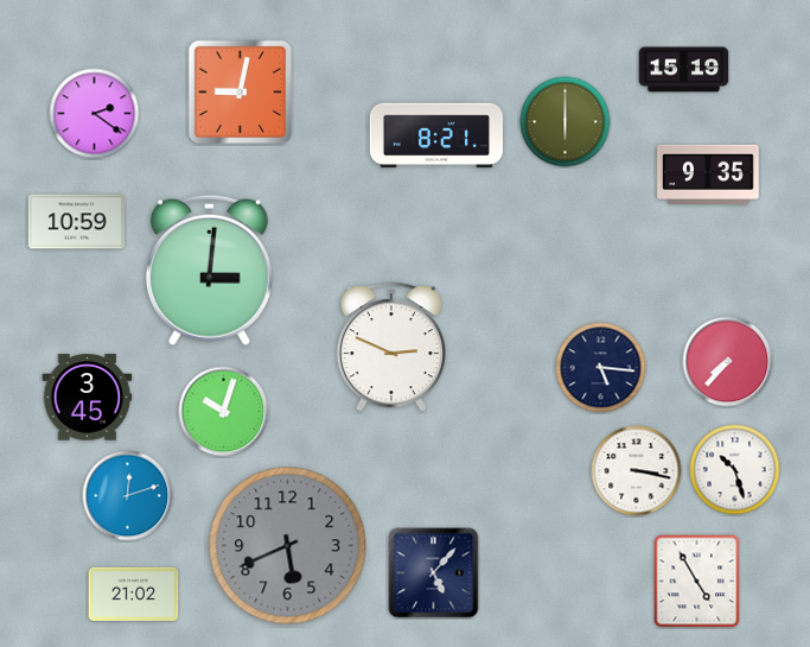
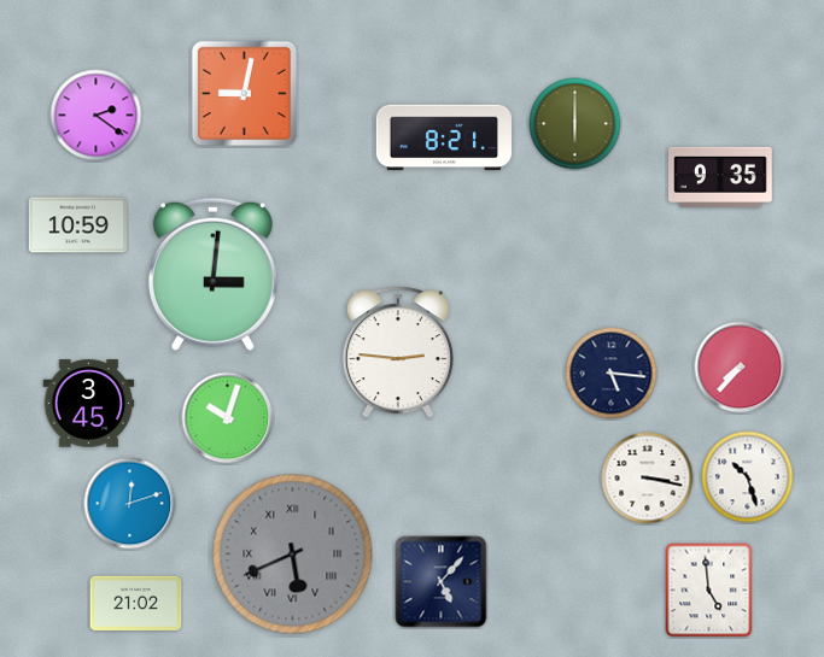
clock at (684, 70): 15:19 -> none
clock at (391, 347): 2:49 -> 2:46
clock at (288, 546) numerals: Arabic -> Roman
clock at (697, 582): 4:55 -> 4:59
